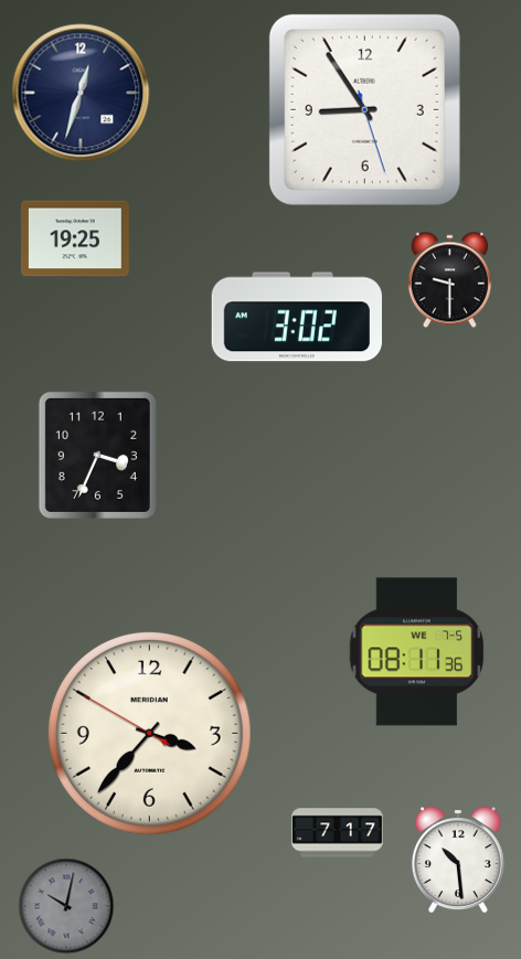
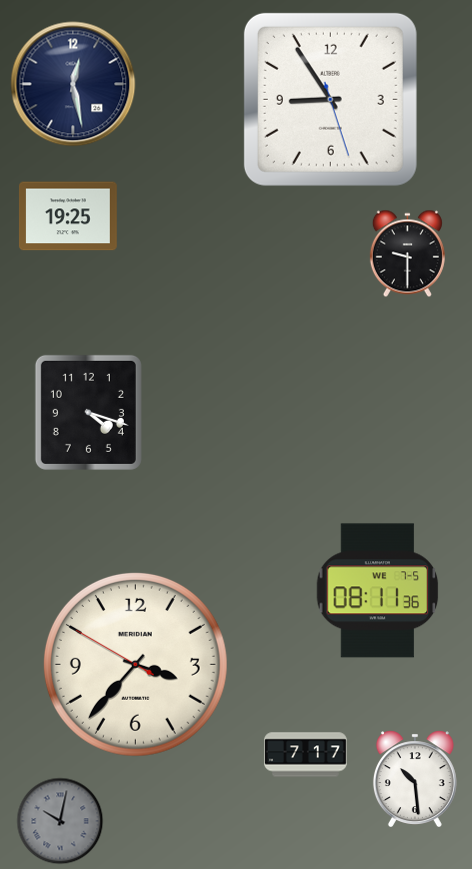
clock at (81, 93): 12:33 -> 12:28
clock at (297, 317): 3:02 -> none
clock at (97, 455): 3:34 -> 4:18
